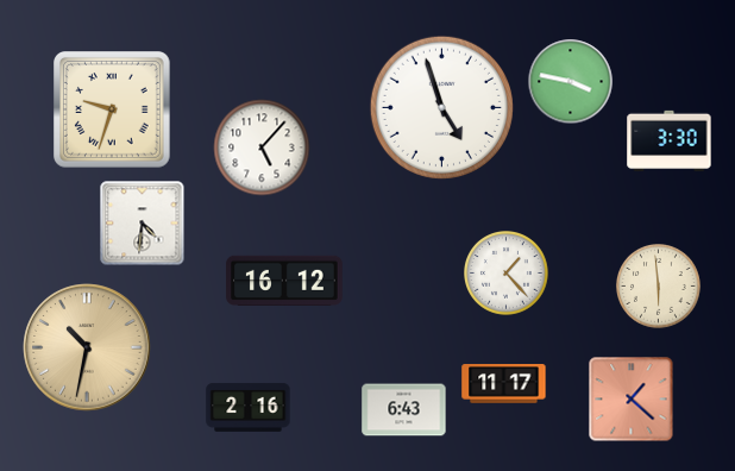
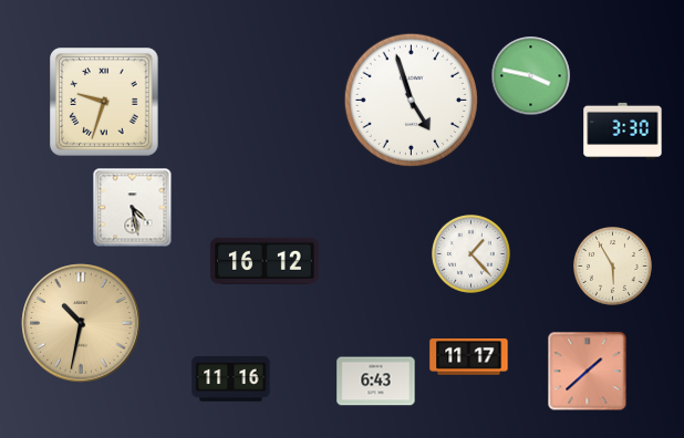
clock at (262, 147): 5:07 -> none
clock at (143, 224): 4:31 -> 4:28
clock at (659, 287): 5:59 -> 5:55
clock at (632, 400): 1:22 -> 1:38
clock at (249, 407): 2:16 -> 11:16
